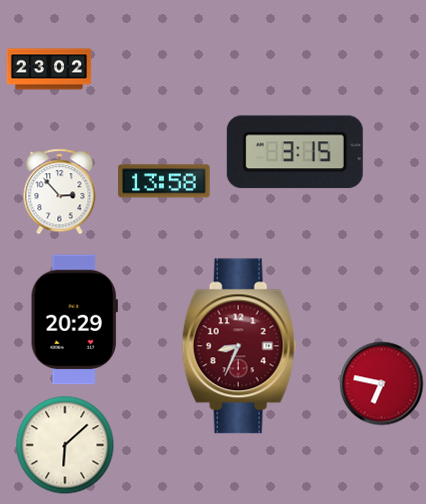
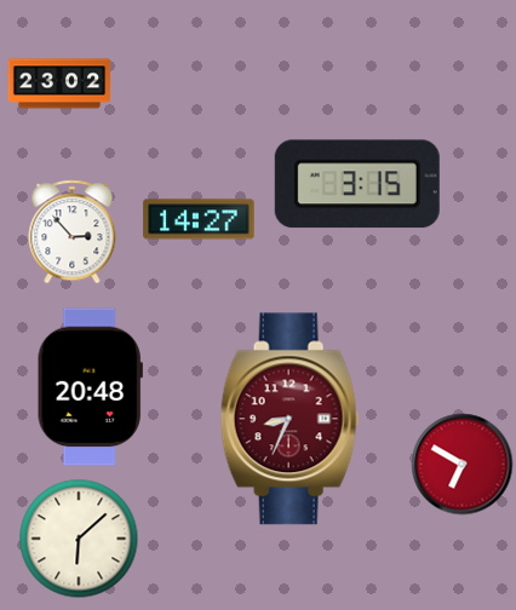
clock at (164, 181): 13:58 -> 14:27
clock at (74, 320): 20:29 -> 20:48
clock at (382, 384): 6:47 -> 6:50
